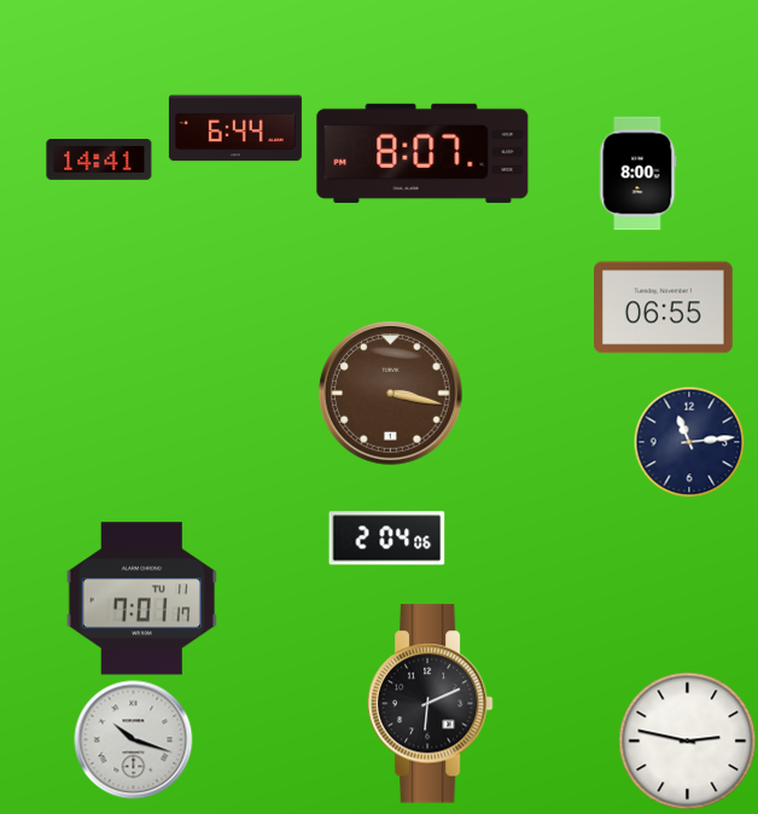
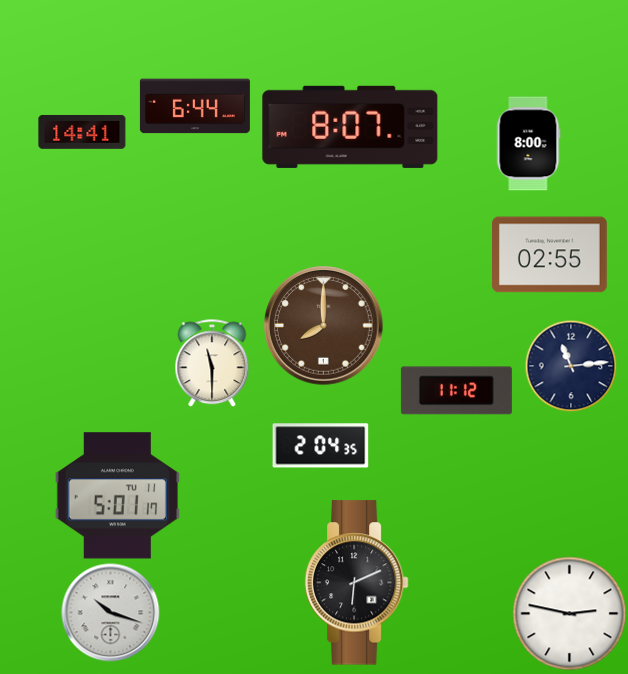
clock at (664, 308): 06:55 -> 02:55
clock at (391, 394): 3:17 -> 8:00
clock at (212, 363): none -> 11:30
clock at (456, 391): none -> 11:12
clock at (387, 539): 2:04:06 -> 2:04:35
clock at (141, 599): 7:01 -> 5:01
